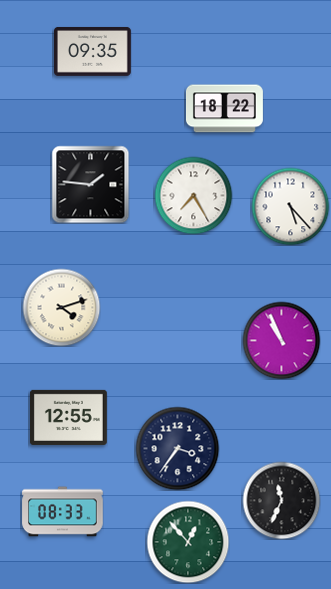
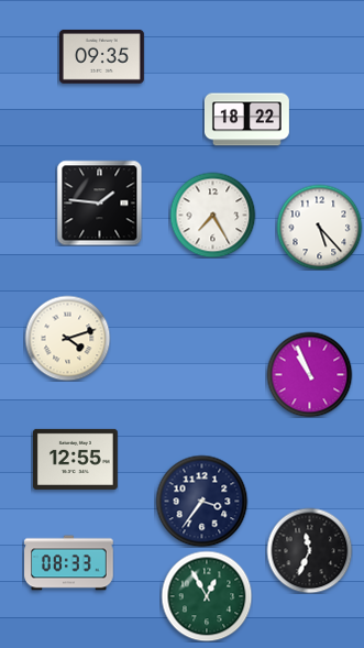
clock at (177, 448) position: (177, 448) -> (201, 501)
clock at (188, 542): 12:53 -> 12:55
